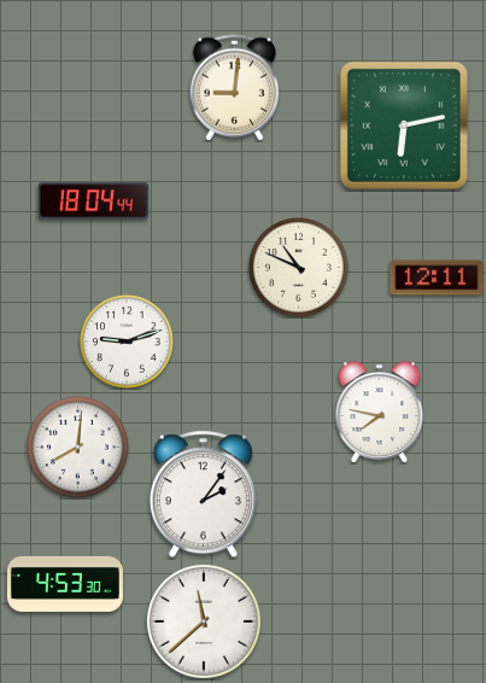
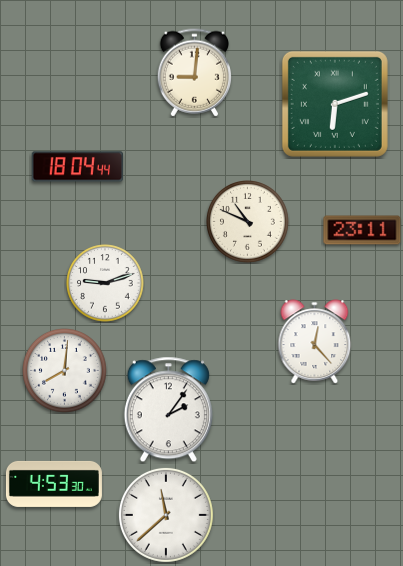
clock at (404, 125): 6:13 -> 6:12
clock at (437, 278): 12:11 -> 23:11
clock at (380, 413): 7:47 -> 12:23
clock at (204, 621) position: (204, 621) -> (166, 515)
